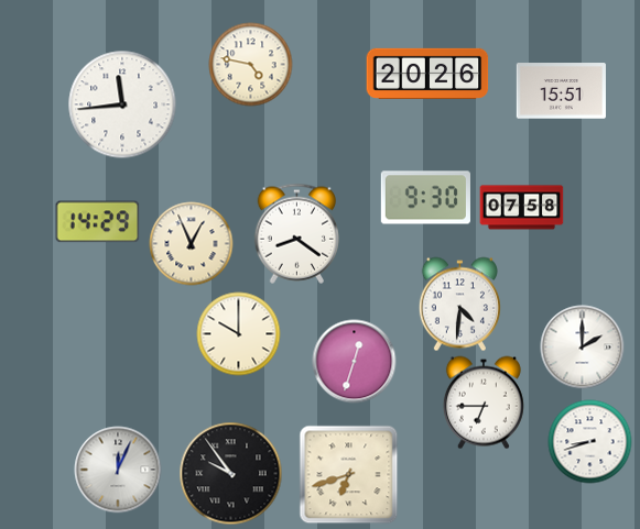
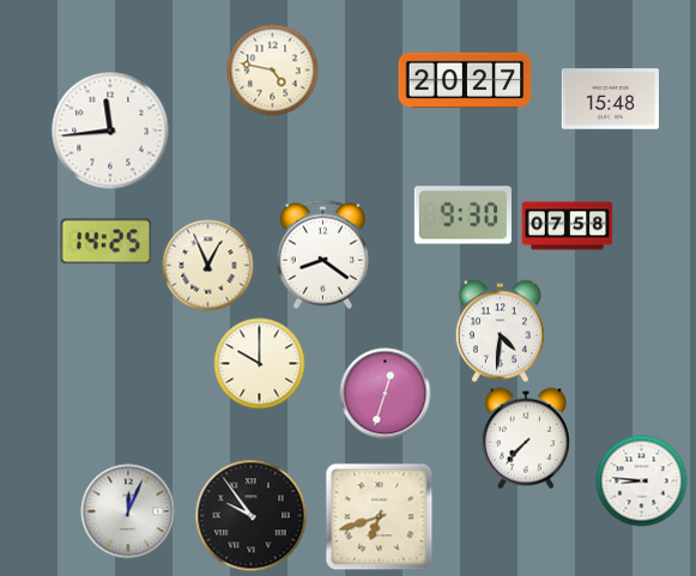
clock at (427, 74): 20:26 -> 20:27
clock at (561, 91): 15:51 -> 15:48
clock at (122, 104) position: (122, 104) -> (110, 131)
clock at (98, 222): 14:29 -> 14:25
clock at (583, 348): 2:00 -> none
clock at (484, 403): 6:45 -> 7:37
clock at (590, 442): 8:42 -> 8:46
